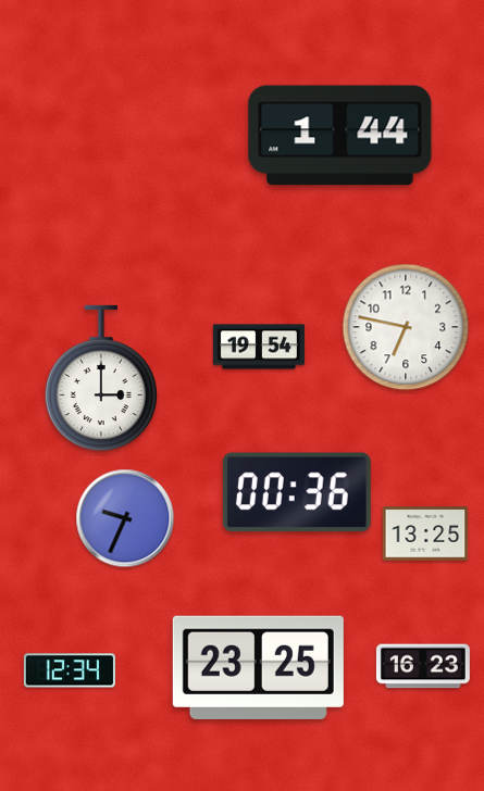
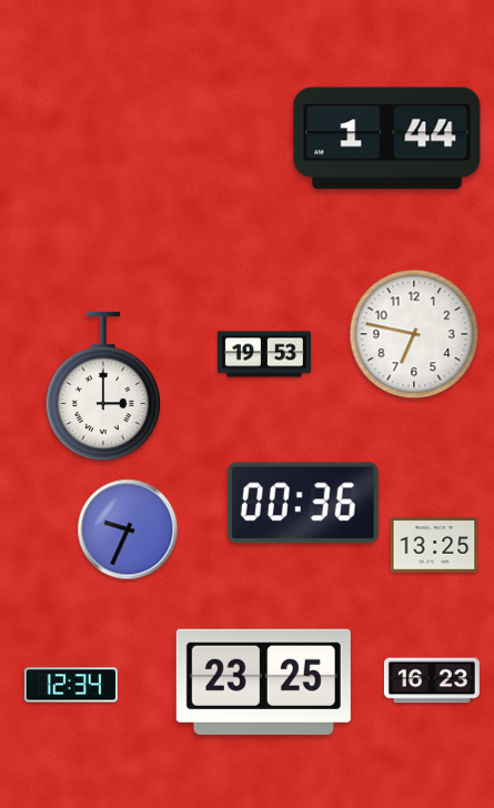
clock at (340, 136) position: (340, 136) -> (387, 139)
clock at (259, 347): 19:54 -> 19:53
